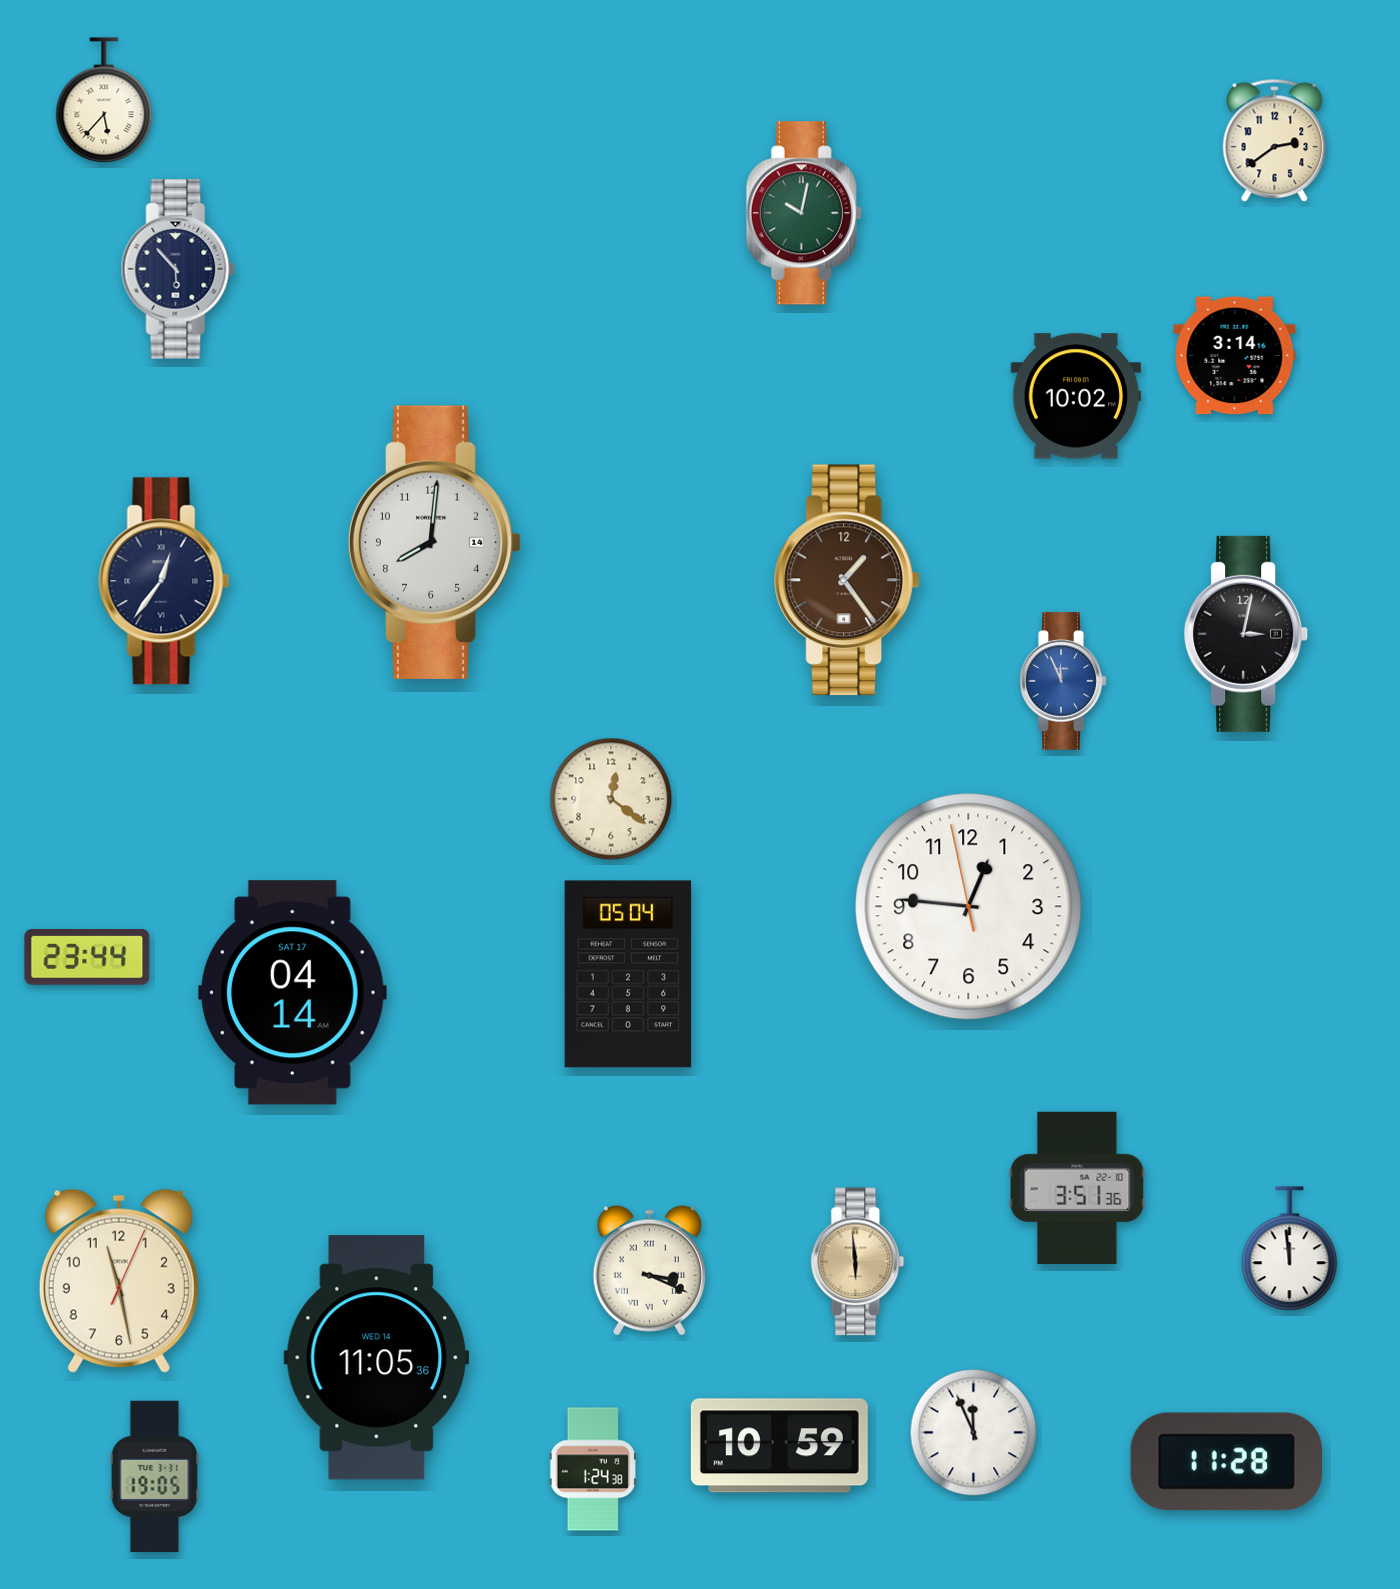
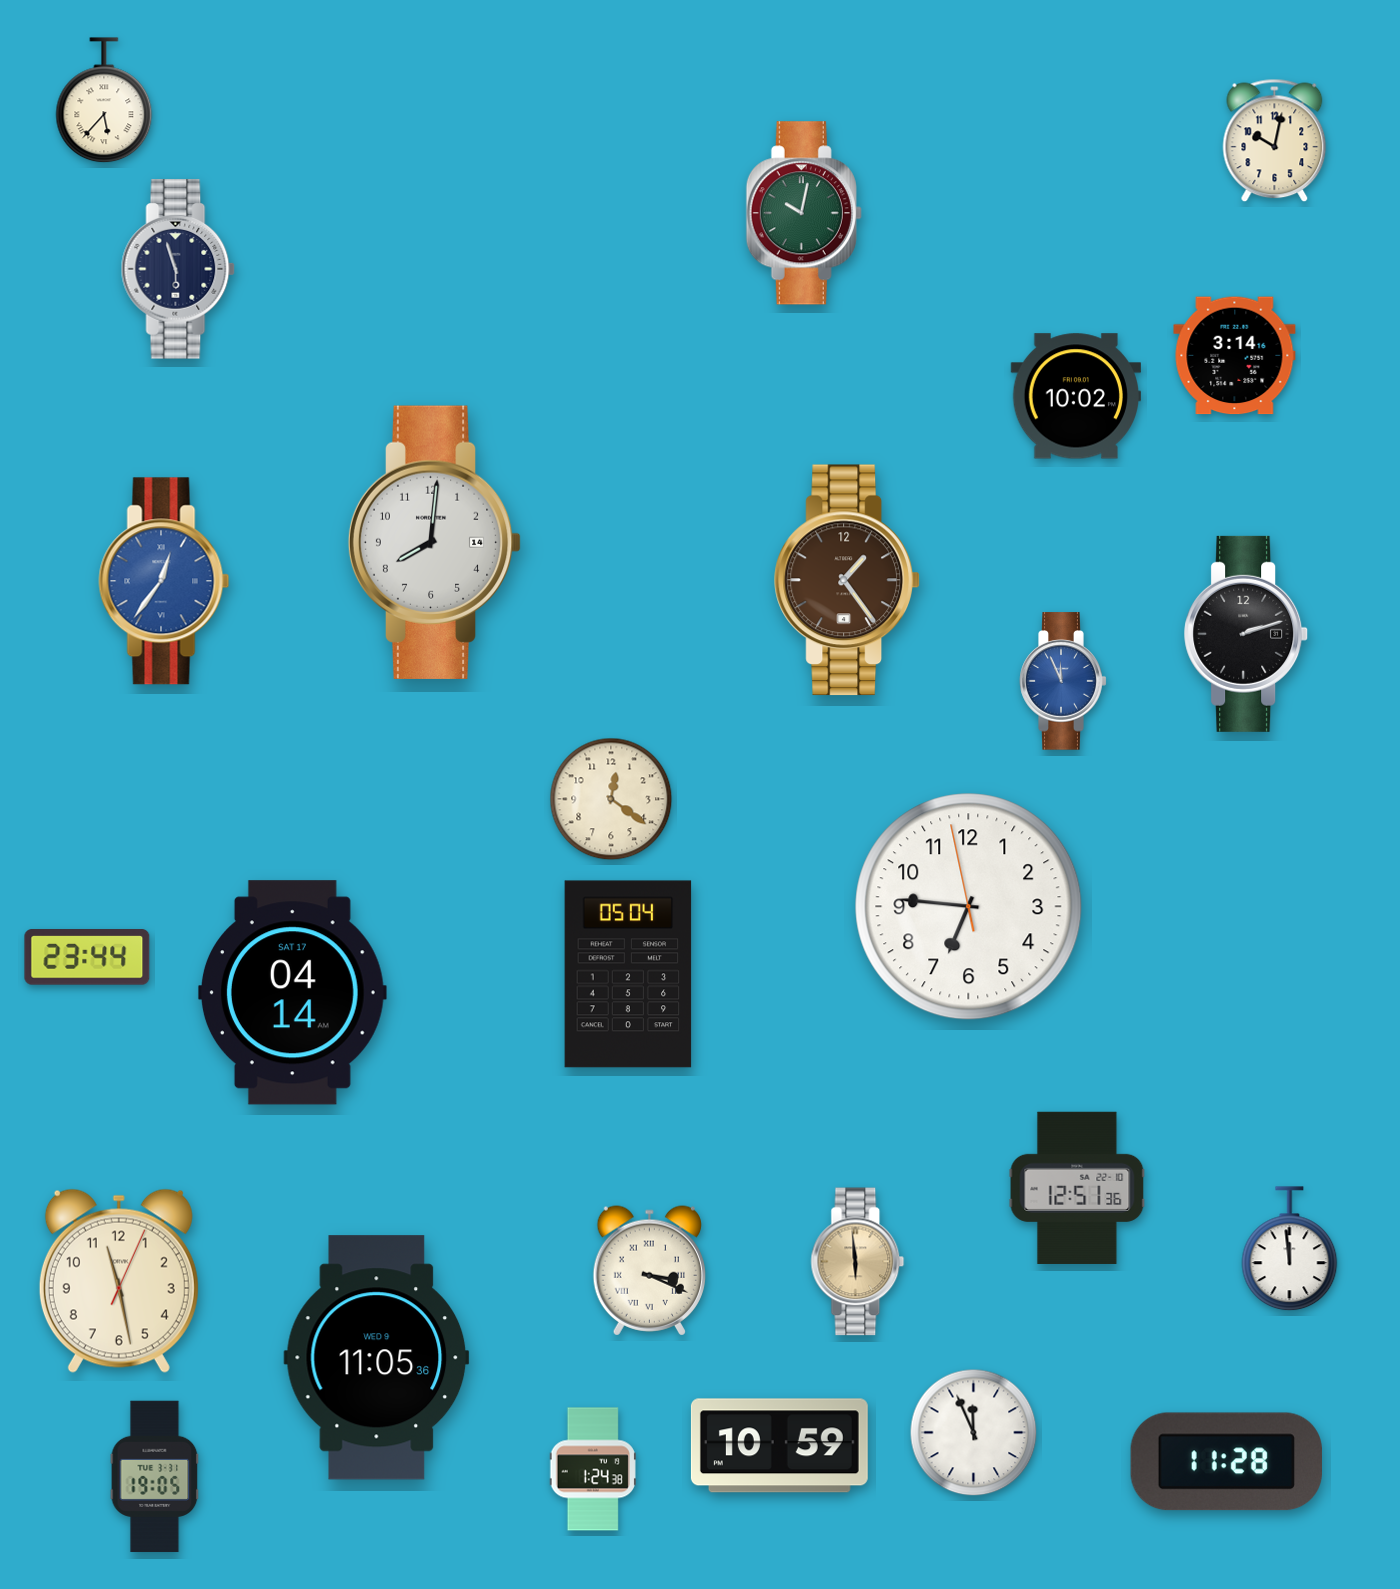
clock at (1275, 141): 2:39 -> 10:02
clock at (178, 269): 5:53 -> 5:57
clock at (164, 581) dial: navy -> blue
clock at (1247, 634): 3:02 -> 2:12
clock at (969, 907): 12:45 -> 6:45
clock at (1077, 1188): 3:51 -> 12:51
clock at (377, 1358) date: WED 14 -> WED 9
